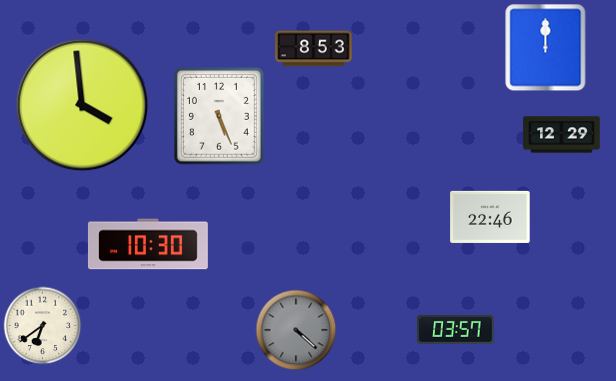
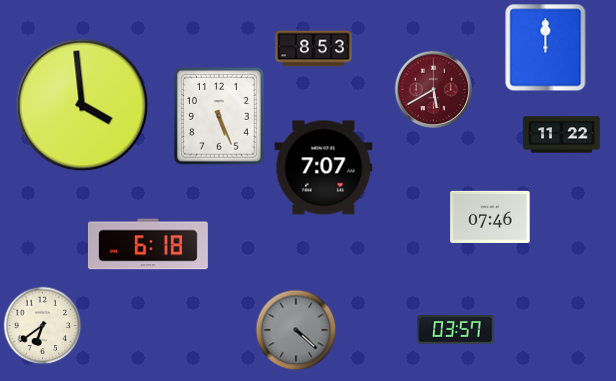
clock at (433, 89): none -> 5:40
clock at (562, 135): 12:29 -> 11:22
clock at (324, 168): none -> 7:07
clock at (490, 217): 22:46 -> 07:46
clock at (148, 244): 10:30 -> 6:18
